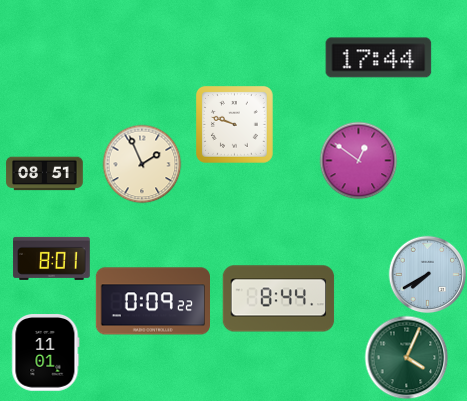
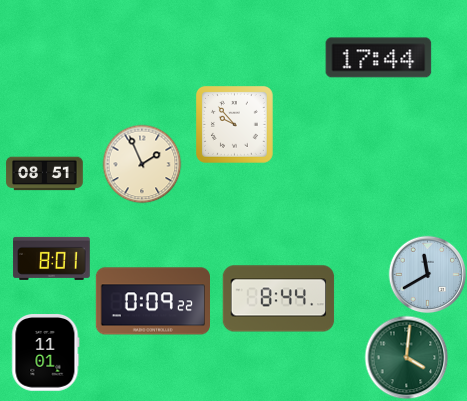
clock at (235, 125): 9:48 -> 9:53
clock at (358, 160): 12:51 -> none
clock at (427, 274): 7:40 -> 11:40
clock at (406, 357): 4:04 -> 4:01
